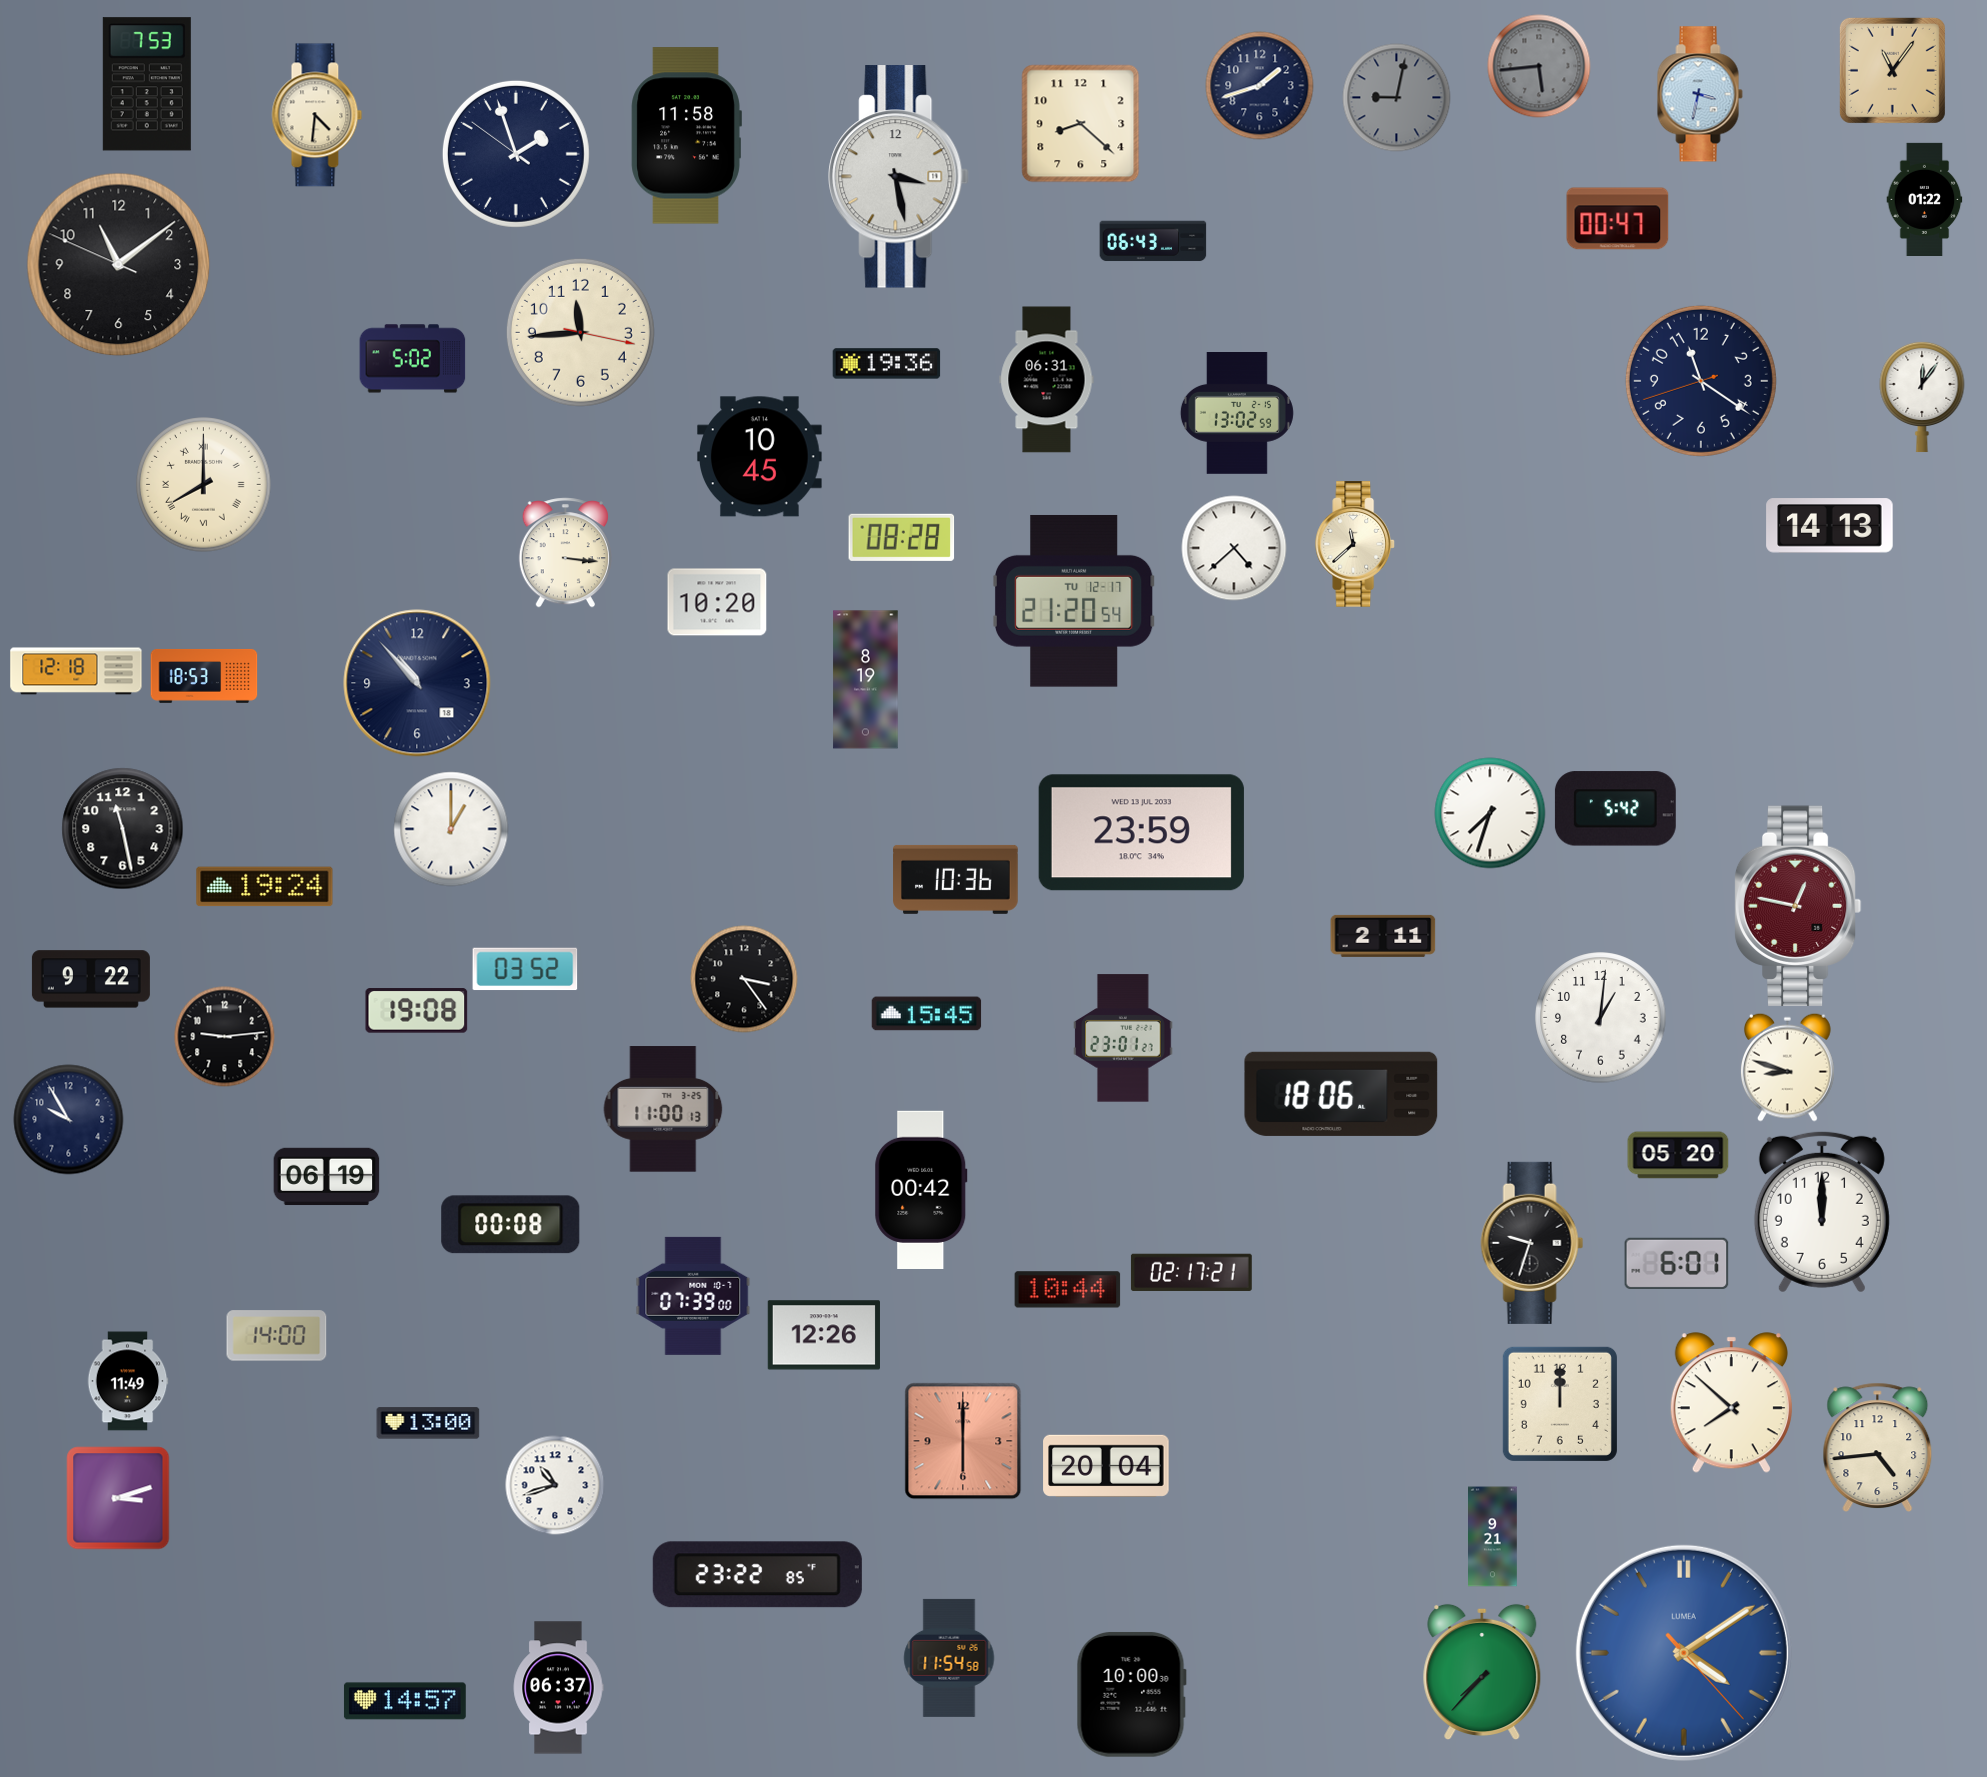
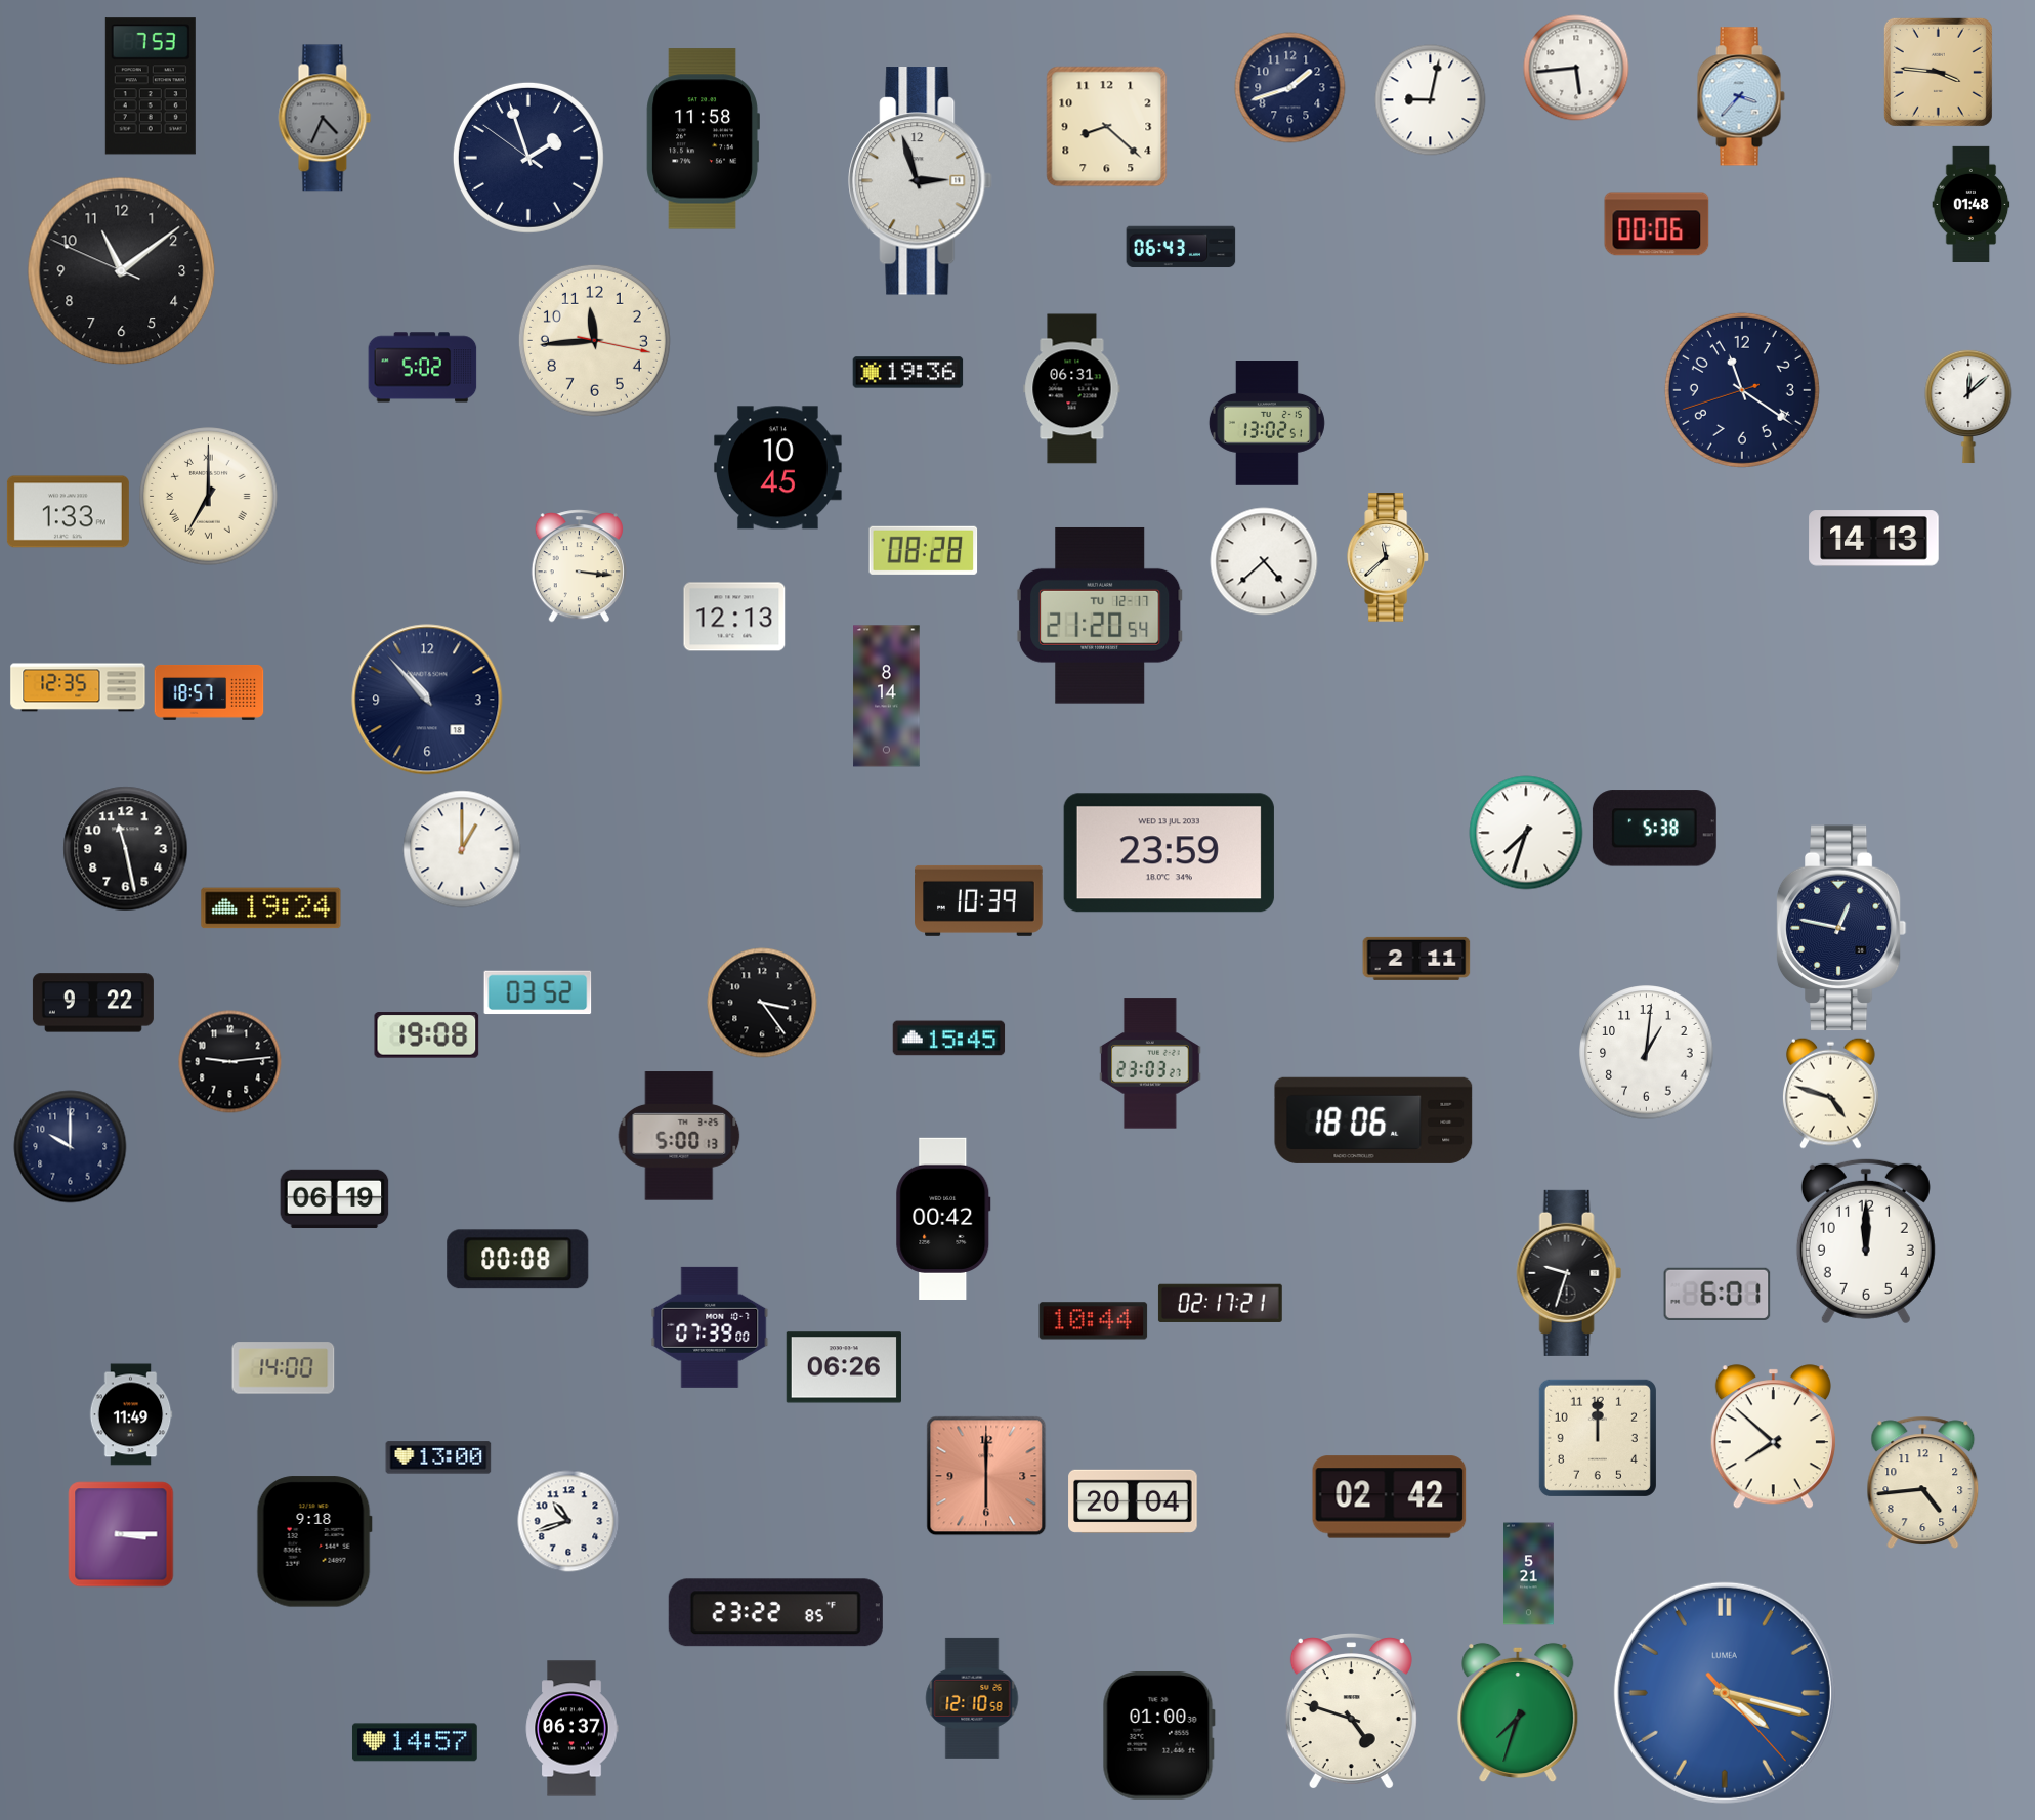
clock at (1539, 66) dial: grey -> white
clock at (1892, 70): 11:06 -> 3:46
clock at (1700, 94): 3:32 -> 3:37
clock at (1397, 98) dial: grey -> white
clock at (317, 115): 4:31 -> 4:34
clock at (317, 115) dial: cream -> grey
clock at (899, 177): 3:28 -> 2:57
clock at (1925, 199): 01:22 -> 01:48
clock at (1618, 219): 00:47 -> 00:06
clock at (1922, 397): 12:06 -> 12:08
clock at (1237, 414): 13:02:59 -> 13:02:51
clock at (204, 485): 8:00 -> 7:00
clock at (68, 512): none -> 1:33
clock at (717, 602): 10:20 -> 12:13
clock at (76, 671): 12:18 -> 12:35
clock at (204, 676): 18:53 -> 18:57
clock at (866, 680): 8:19 -> 8:14
clock at (1615, 809): 5:42 -> 5:38
clock at (956, 879): 10:36 -> 10:39
clock at (1798, 906) dial: burgundy -> navy
clock at (1601, 1018) position: (1601, 1018) -> (1647, 1053)
clock at (1123, 1038): 23:01 -> 23:03
clock at (1787, 1067): 8:48 -> 4:48
clock at (663, 1109): 11:00 -> 5:00
clock at (69, 1120): 9:55 -> 10:00
clock at (1678, 1155): 05:20 -> none
clock at (327, 1177) position: (327, 1177) -> (335, 1199)
clock at (511, 1225) position: (511, 1225) -> (518, 1260)
clock at (824, 1335): 12:26 -> 06:26
clock at (1390, 1497): none -> 02:42
clock at (118, 1498): 3:12 -> 3:15
clock at (314, 1541): none -> 9:18
clock at (1493, 1537): 9:21 -> 5:21
clock at (1684, 1653): 4:09 -> 4:17
clock at (949, 1658): 11:54 -> 12:10
clock at (1351, 1711): none -> 4:48
clock at (1482, 1671): 7:37 -> 7:33
clock at (1131, 1695): 10:00 -> 01:00
